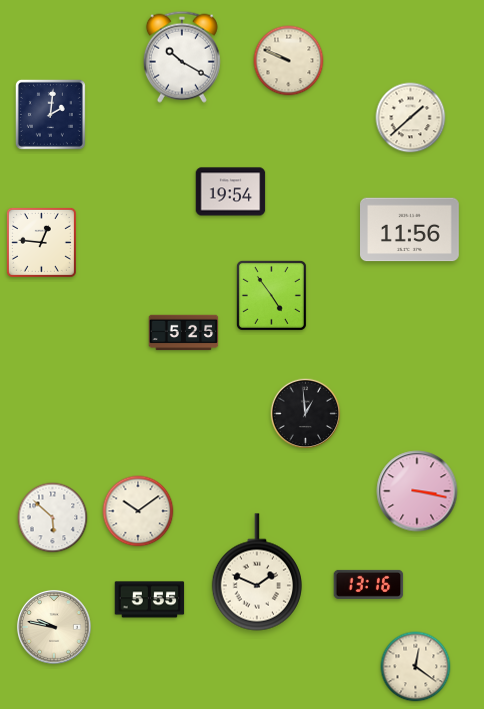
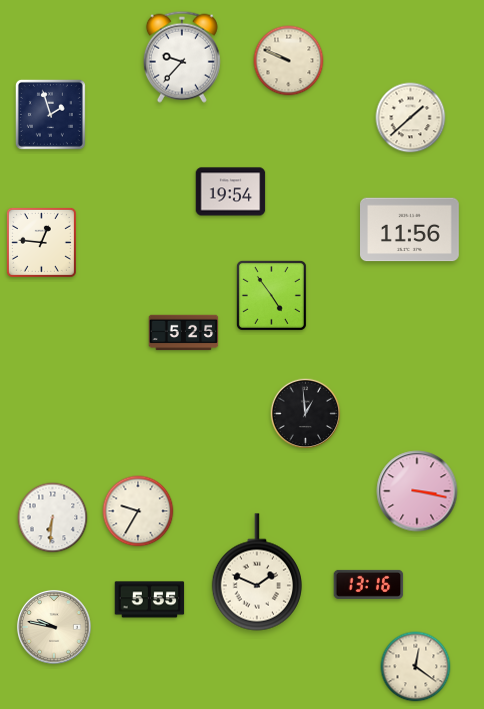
clock at (182, 57): 10:20 -> 9:37
clock at (50, 114): 2:01 -> 1:57
clock at (138, 511): 10:09 -> 9:35
clock at (53, 518): 5:52 -> 6:31
